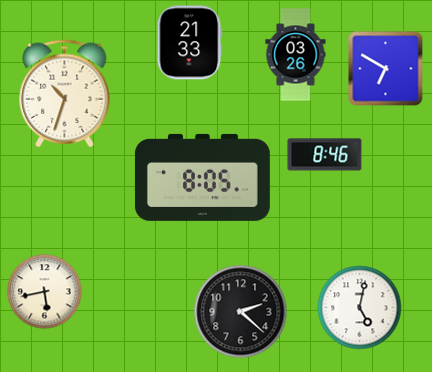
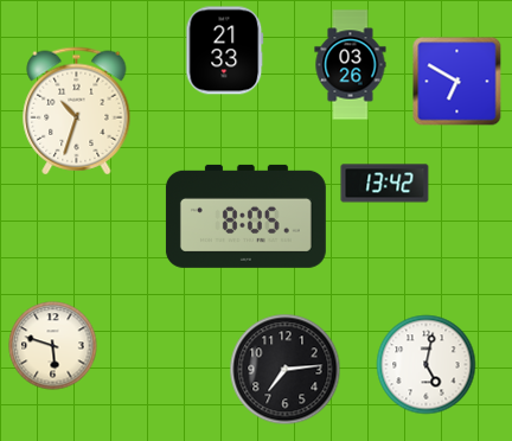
clock at (325, 155): 8:46 -> 13:42
clock at (202, 177) position: (202, 177) -> (245, 216)
clock at (45, 292): 5:43 -> 5:48
clock at (241, 312): 2:22 -> 7:14
